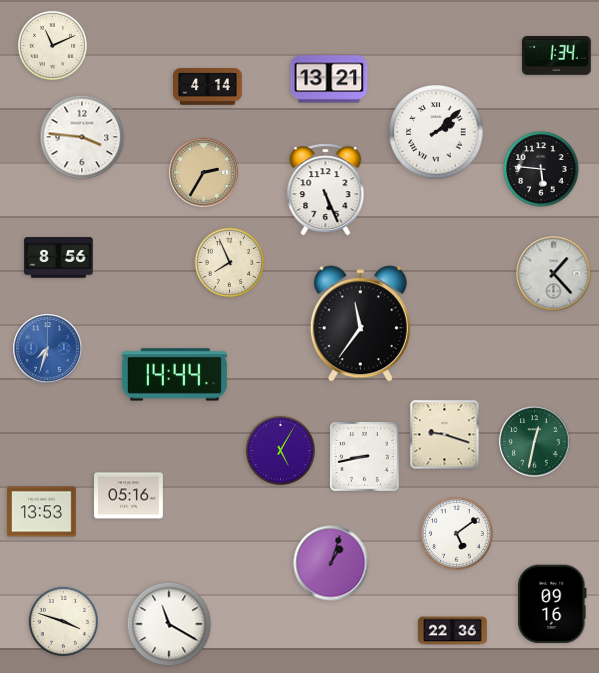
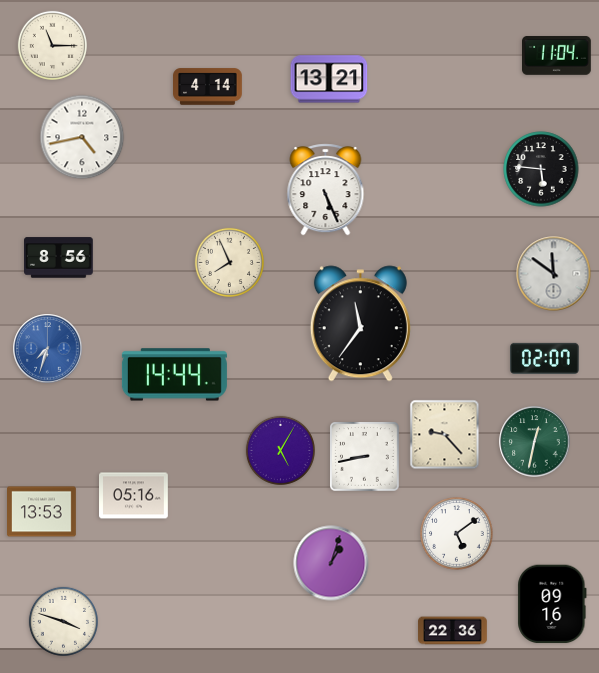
clock at (52, 45): 11:11 -> 11:15
clock at (557, 56): 1:34 -> 11:04
clock at (436, 132): 2:08 -> none
clock at (82, 137): 3:46 -> 4:43
clock at (204, 173): 2:35 -> none
clock at (554, 274): 1:23 -> 11:51
clock at (545, 358): none -> 02:07
clock at (445, 435): 9:18 -> 9:23
clock at (129, 496) position: (129, 496) -> (134, 496)
clock at (169, 624): 11:20 -> none
